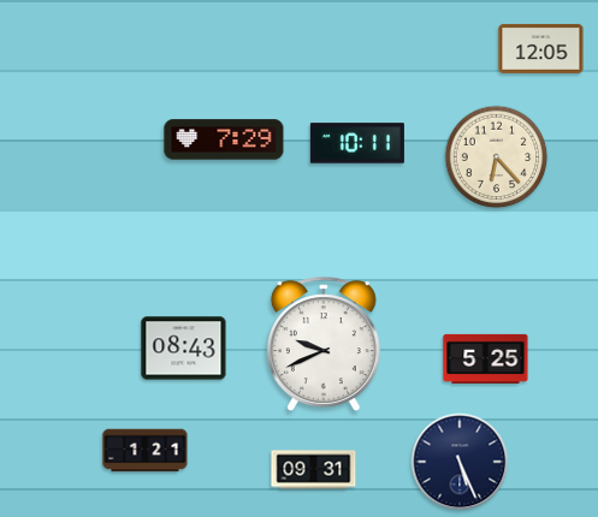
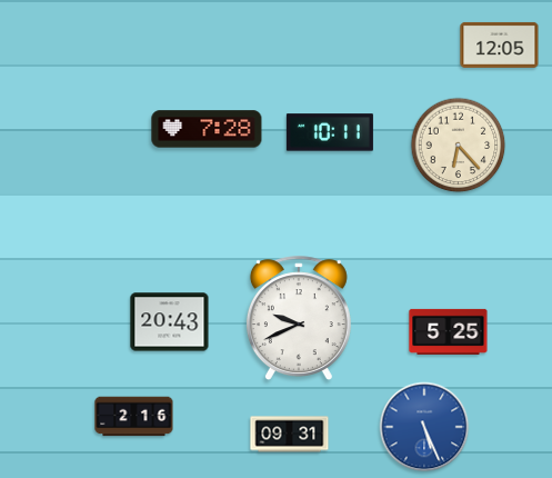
clock at (224, 139): 7:29 -> 7:28
clock at (184, 349): 08:43 -> 20:43
clock at (146, 451): 1:21 -> 2:16
clock at (460, 462) dial: navy -> blue
